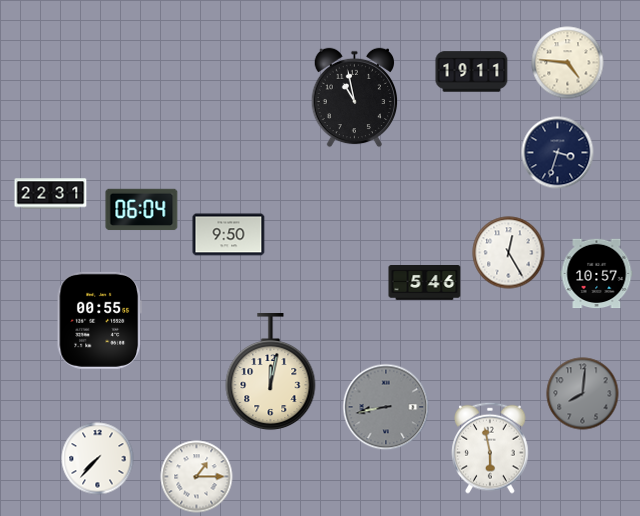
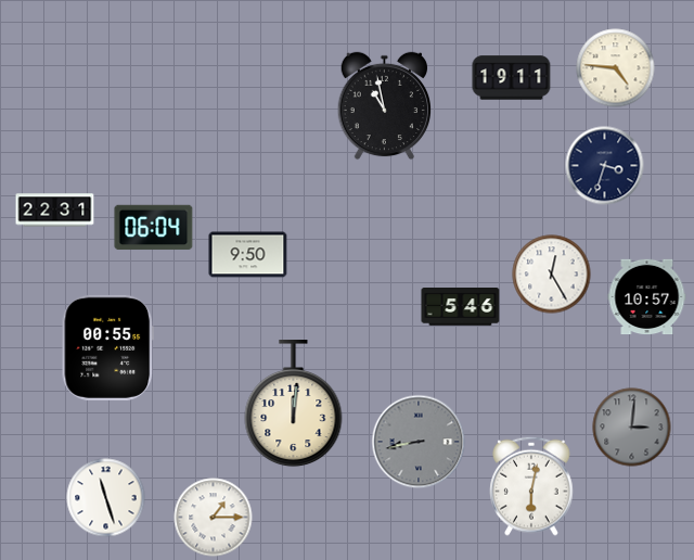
clock at (271, 373): 12:02 -> 12:01
clock at (583, 394): 8:01 -> 3:01
clock at (490, 448): 5:58 -> 6:02
clock at (98, 459): 7:37 -> 11:27
